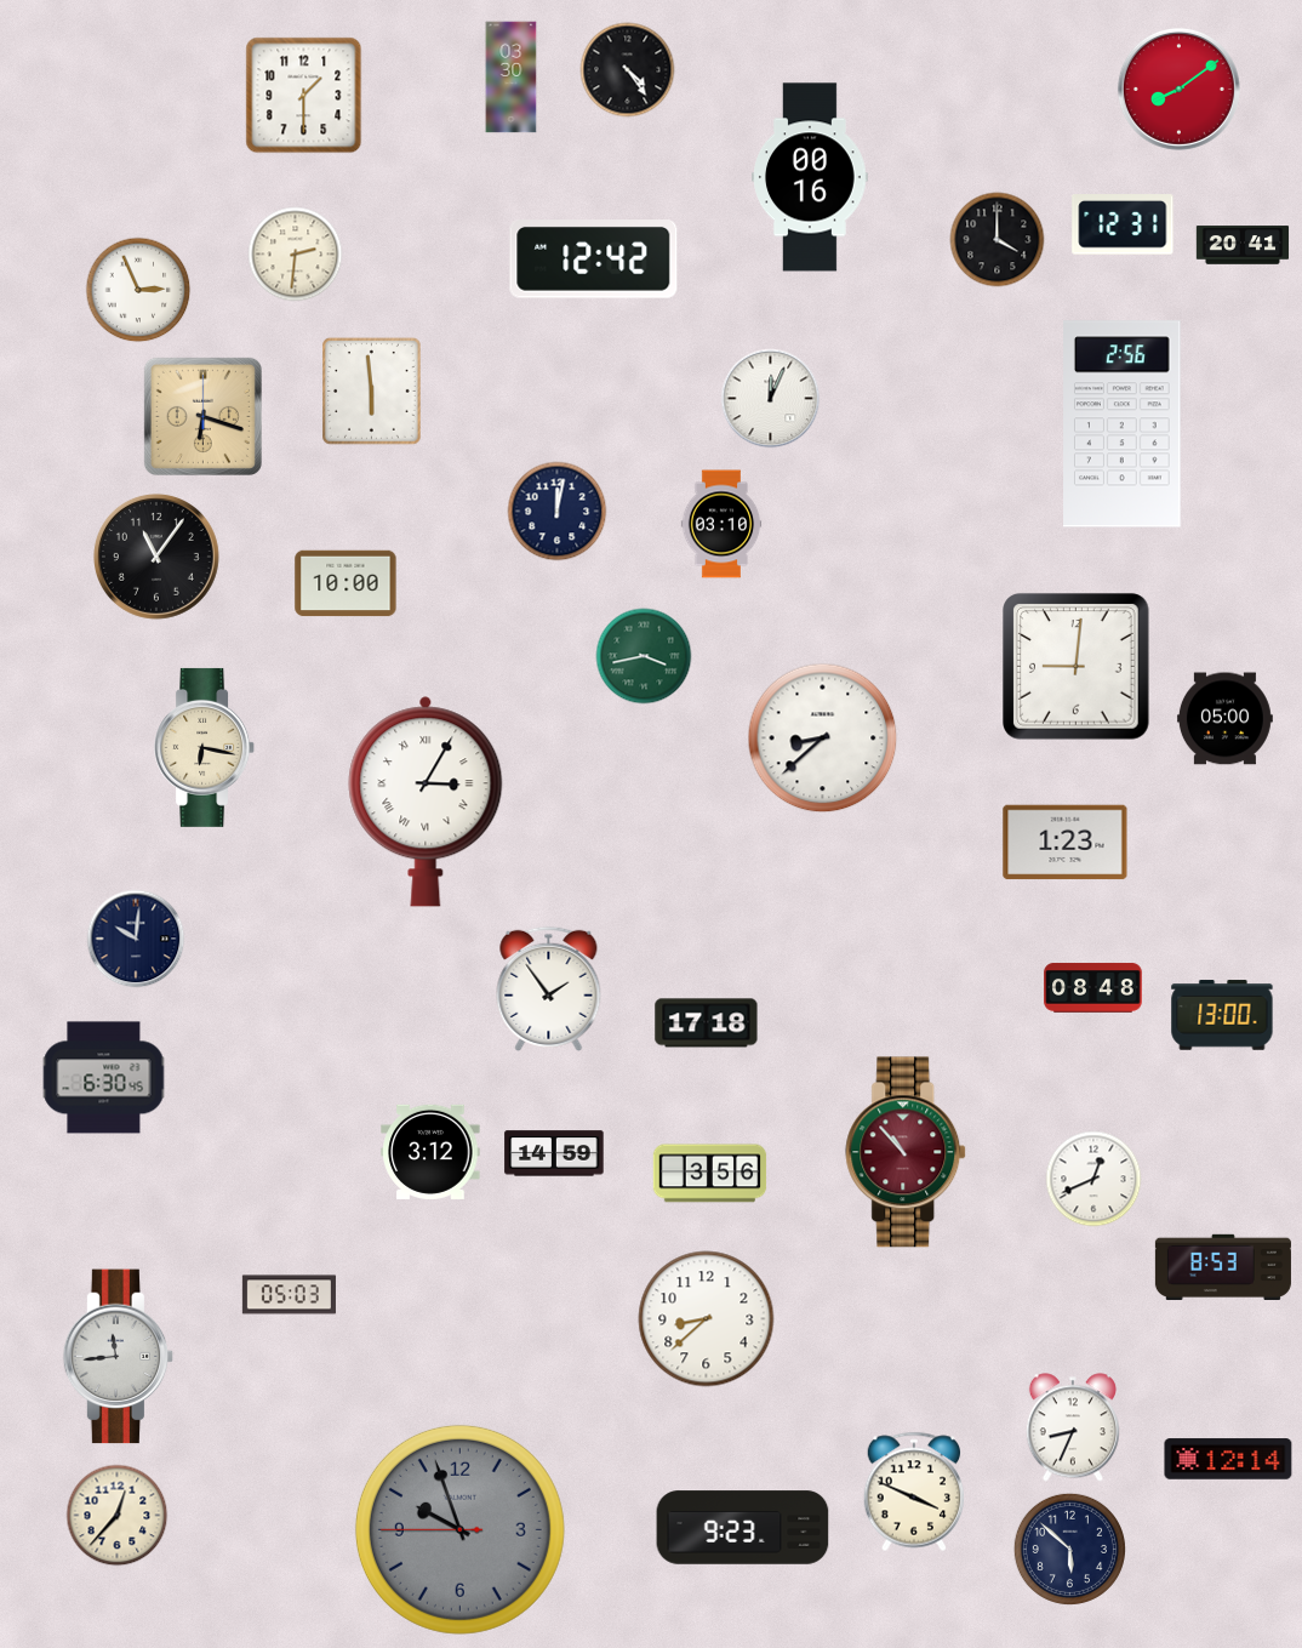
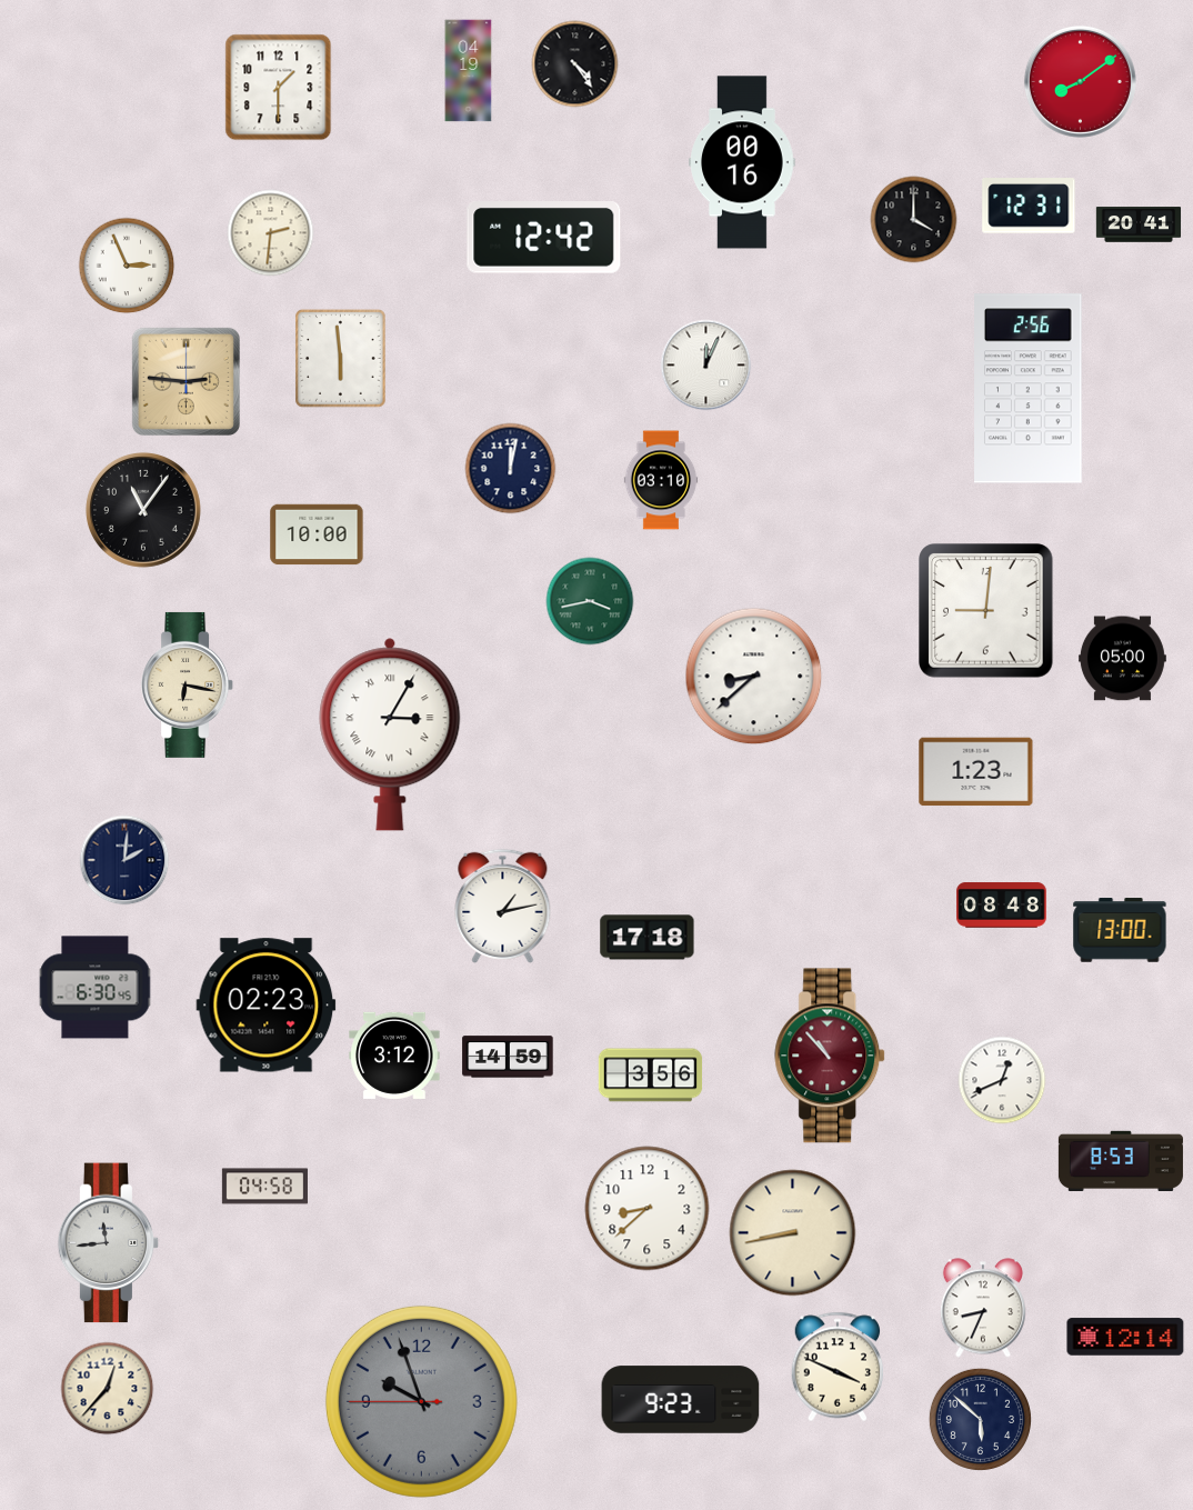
clock at (512, 78): 03:30 -> 04:19
clock at (202, 416): 6:18 -> 2:46
clock at (136, 939): 10:01 -> 2:01
clock at (549, 988): 1:54 -> 1:13
clock at (267, 1006): none -> 02:23
clock at (289, 1295): 05:03 -> 04:58
clock at (793, 1233): none -> 8:43
